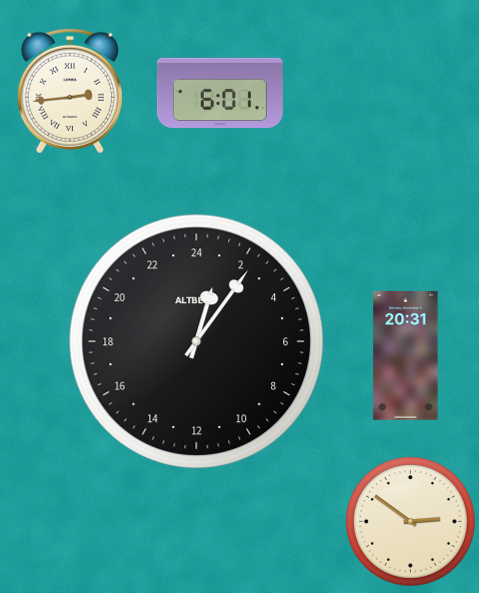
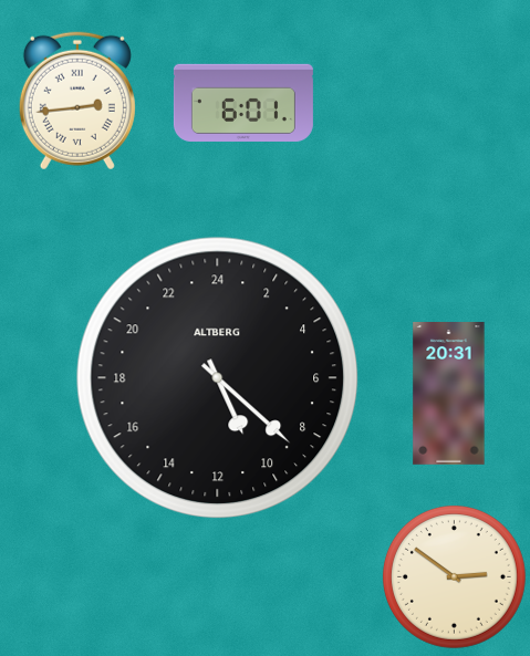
clock at (197, 342): 1:06 -> 10:22
